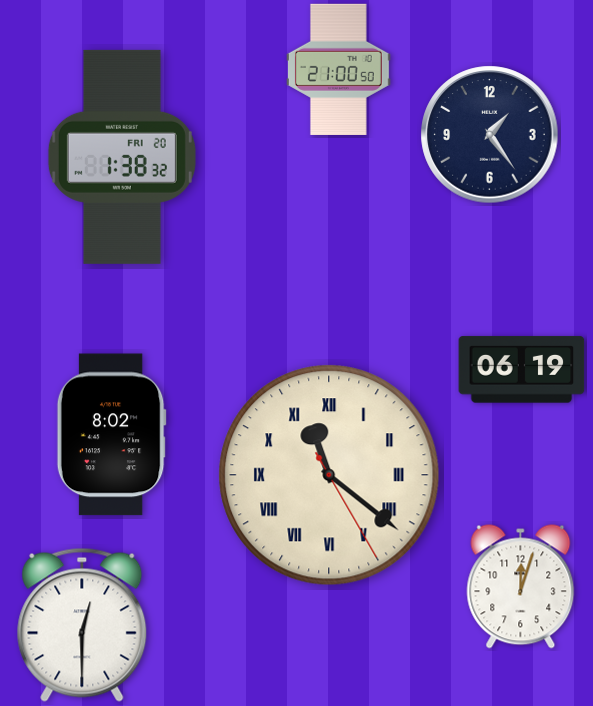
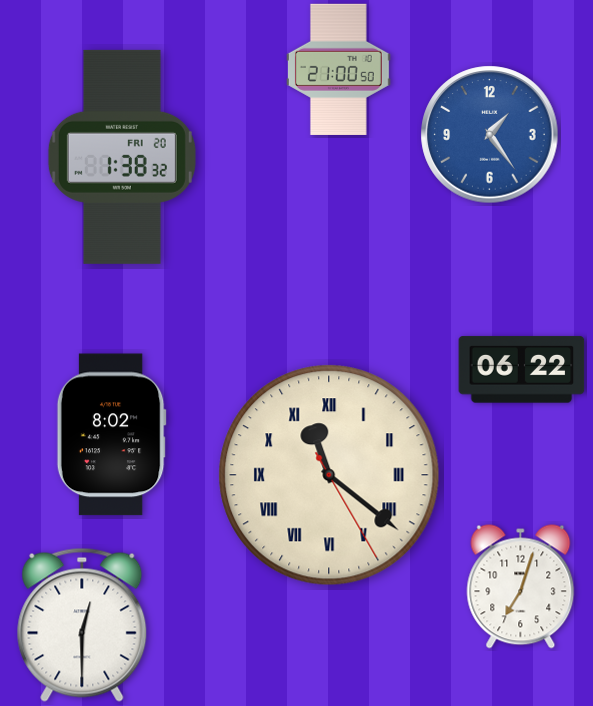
clock at (490, 135) dial: navy -> blue
clock at (522, 370): 06:19 -> 06:22
clock at (521, 587): 12:03 -> 7:03
